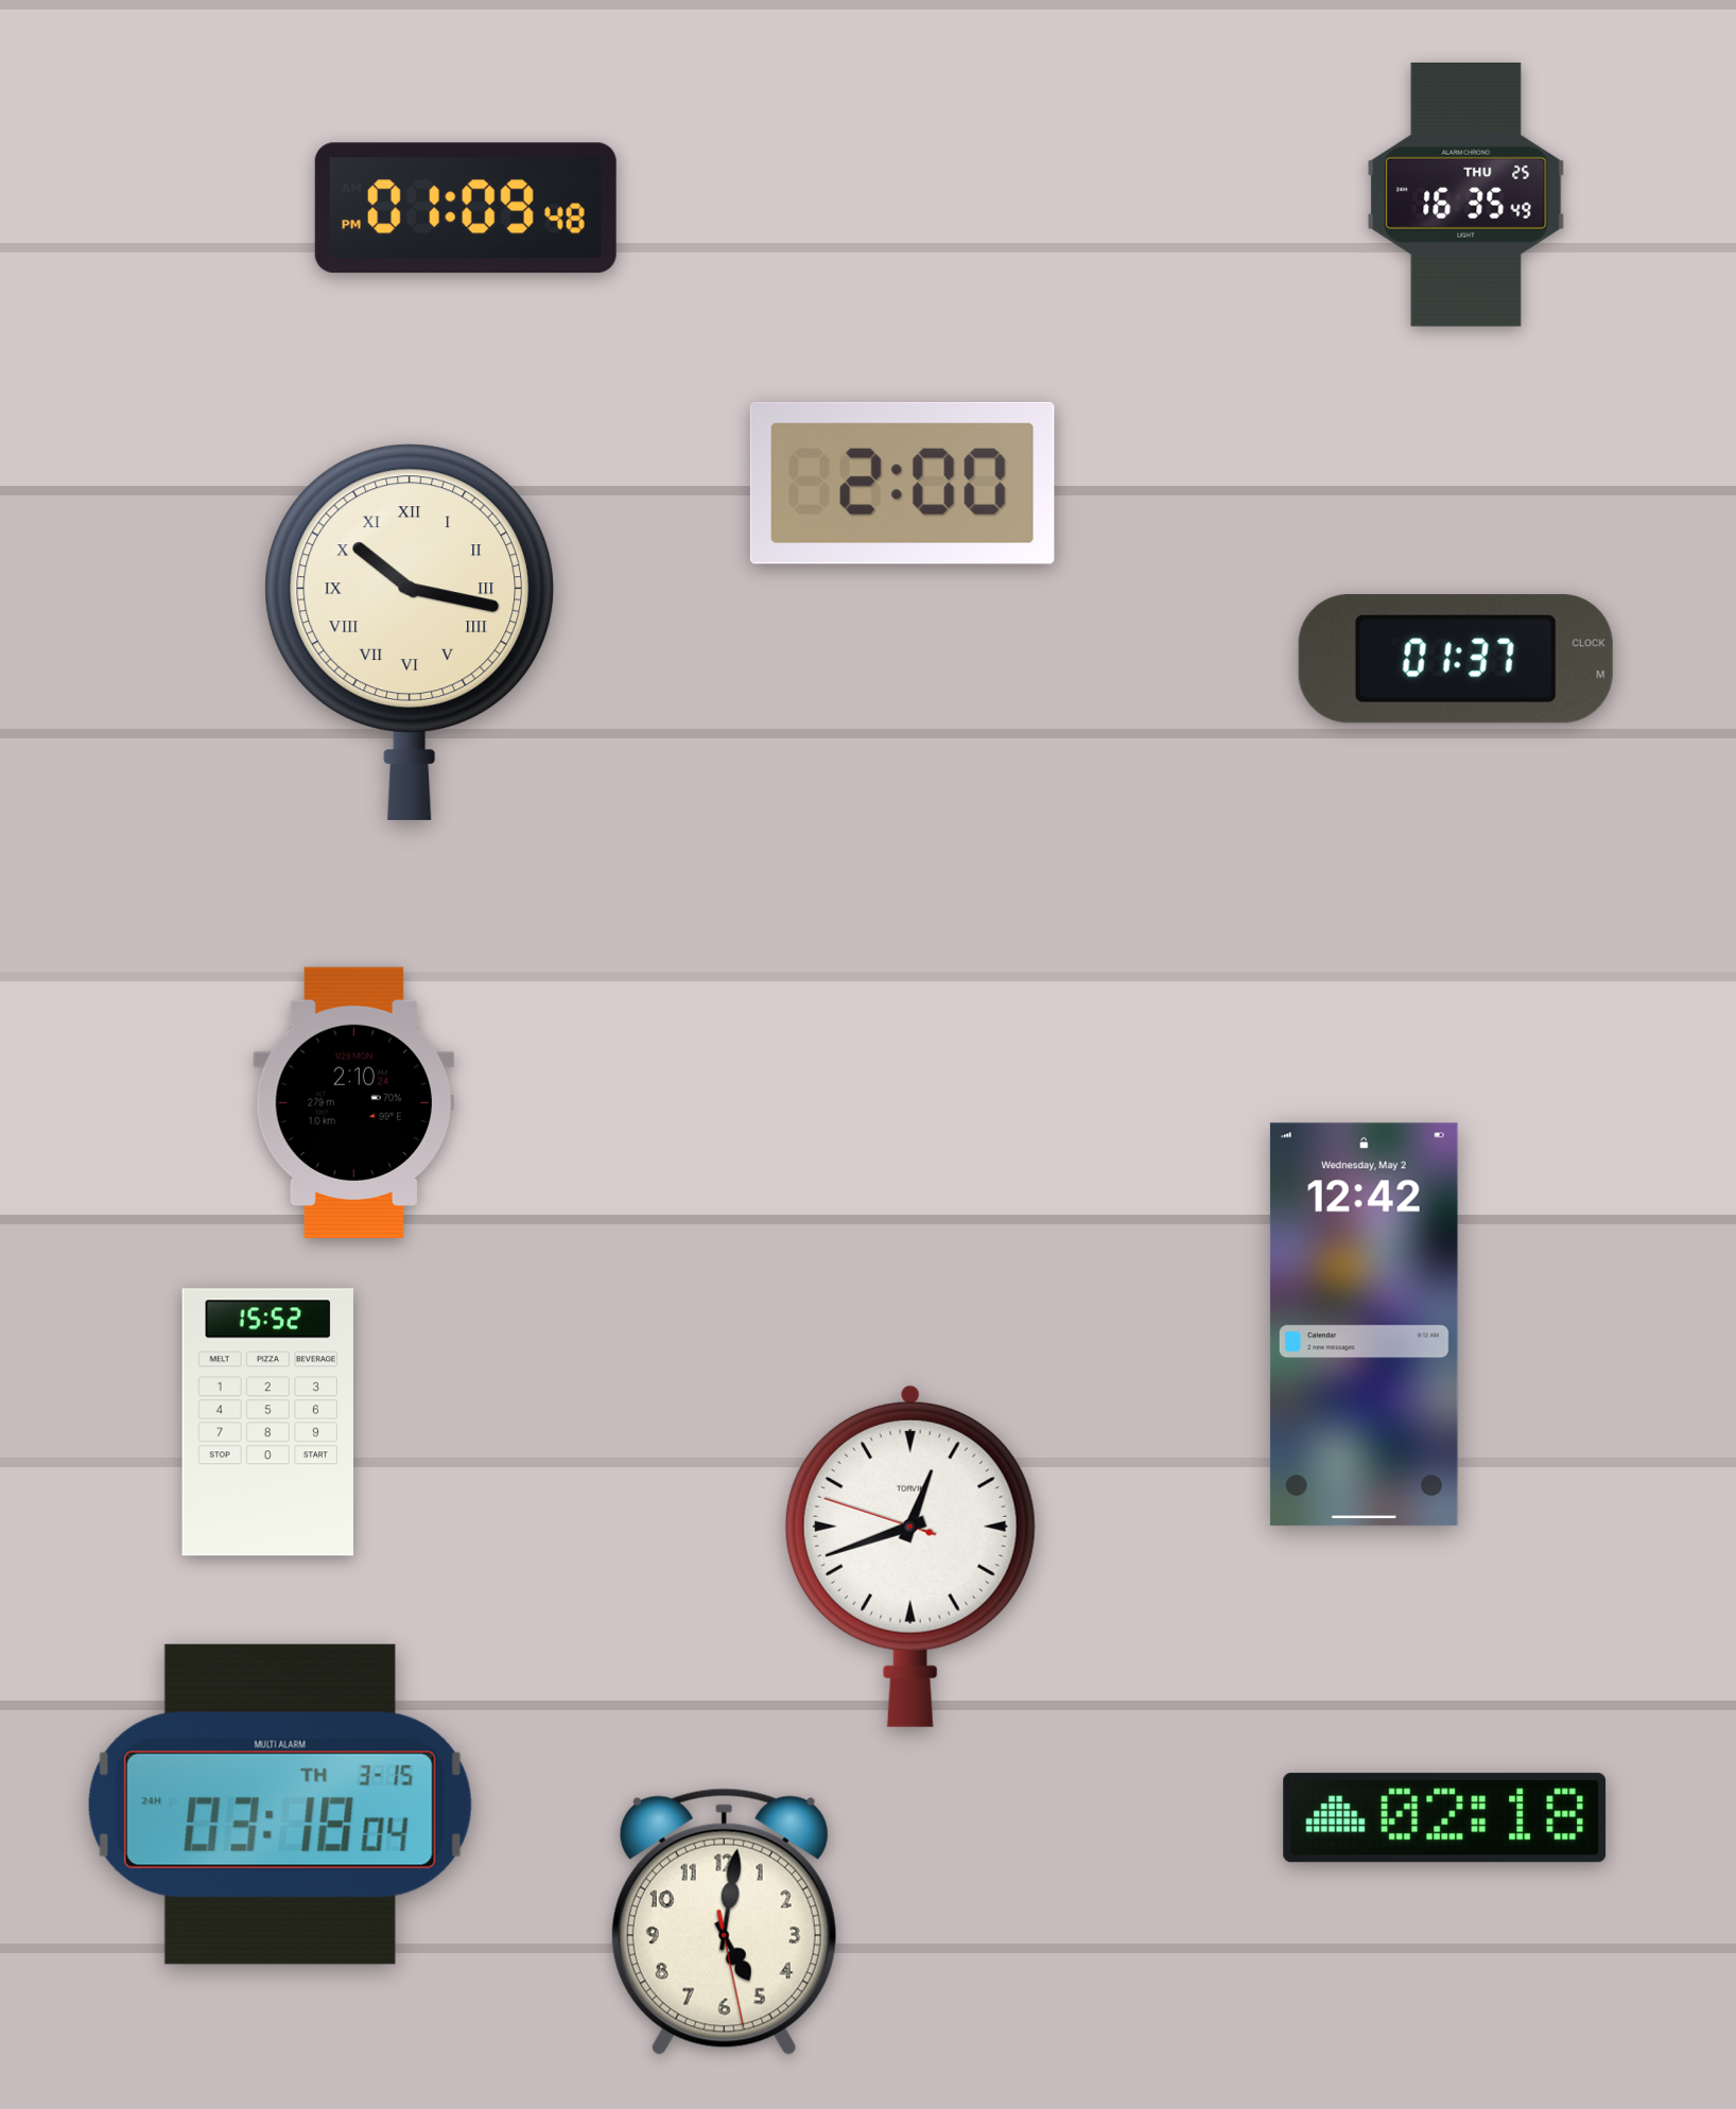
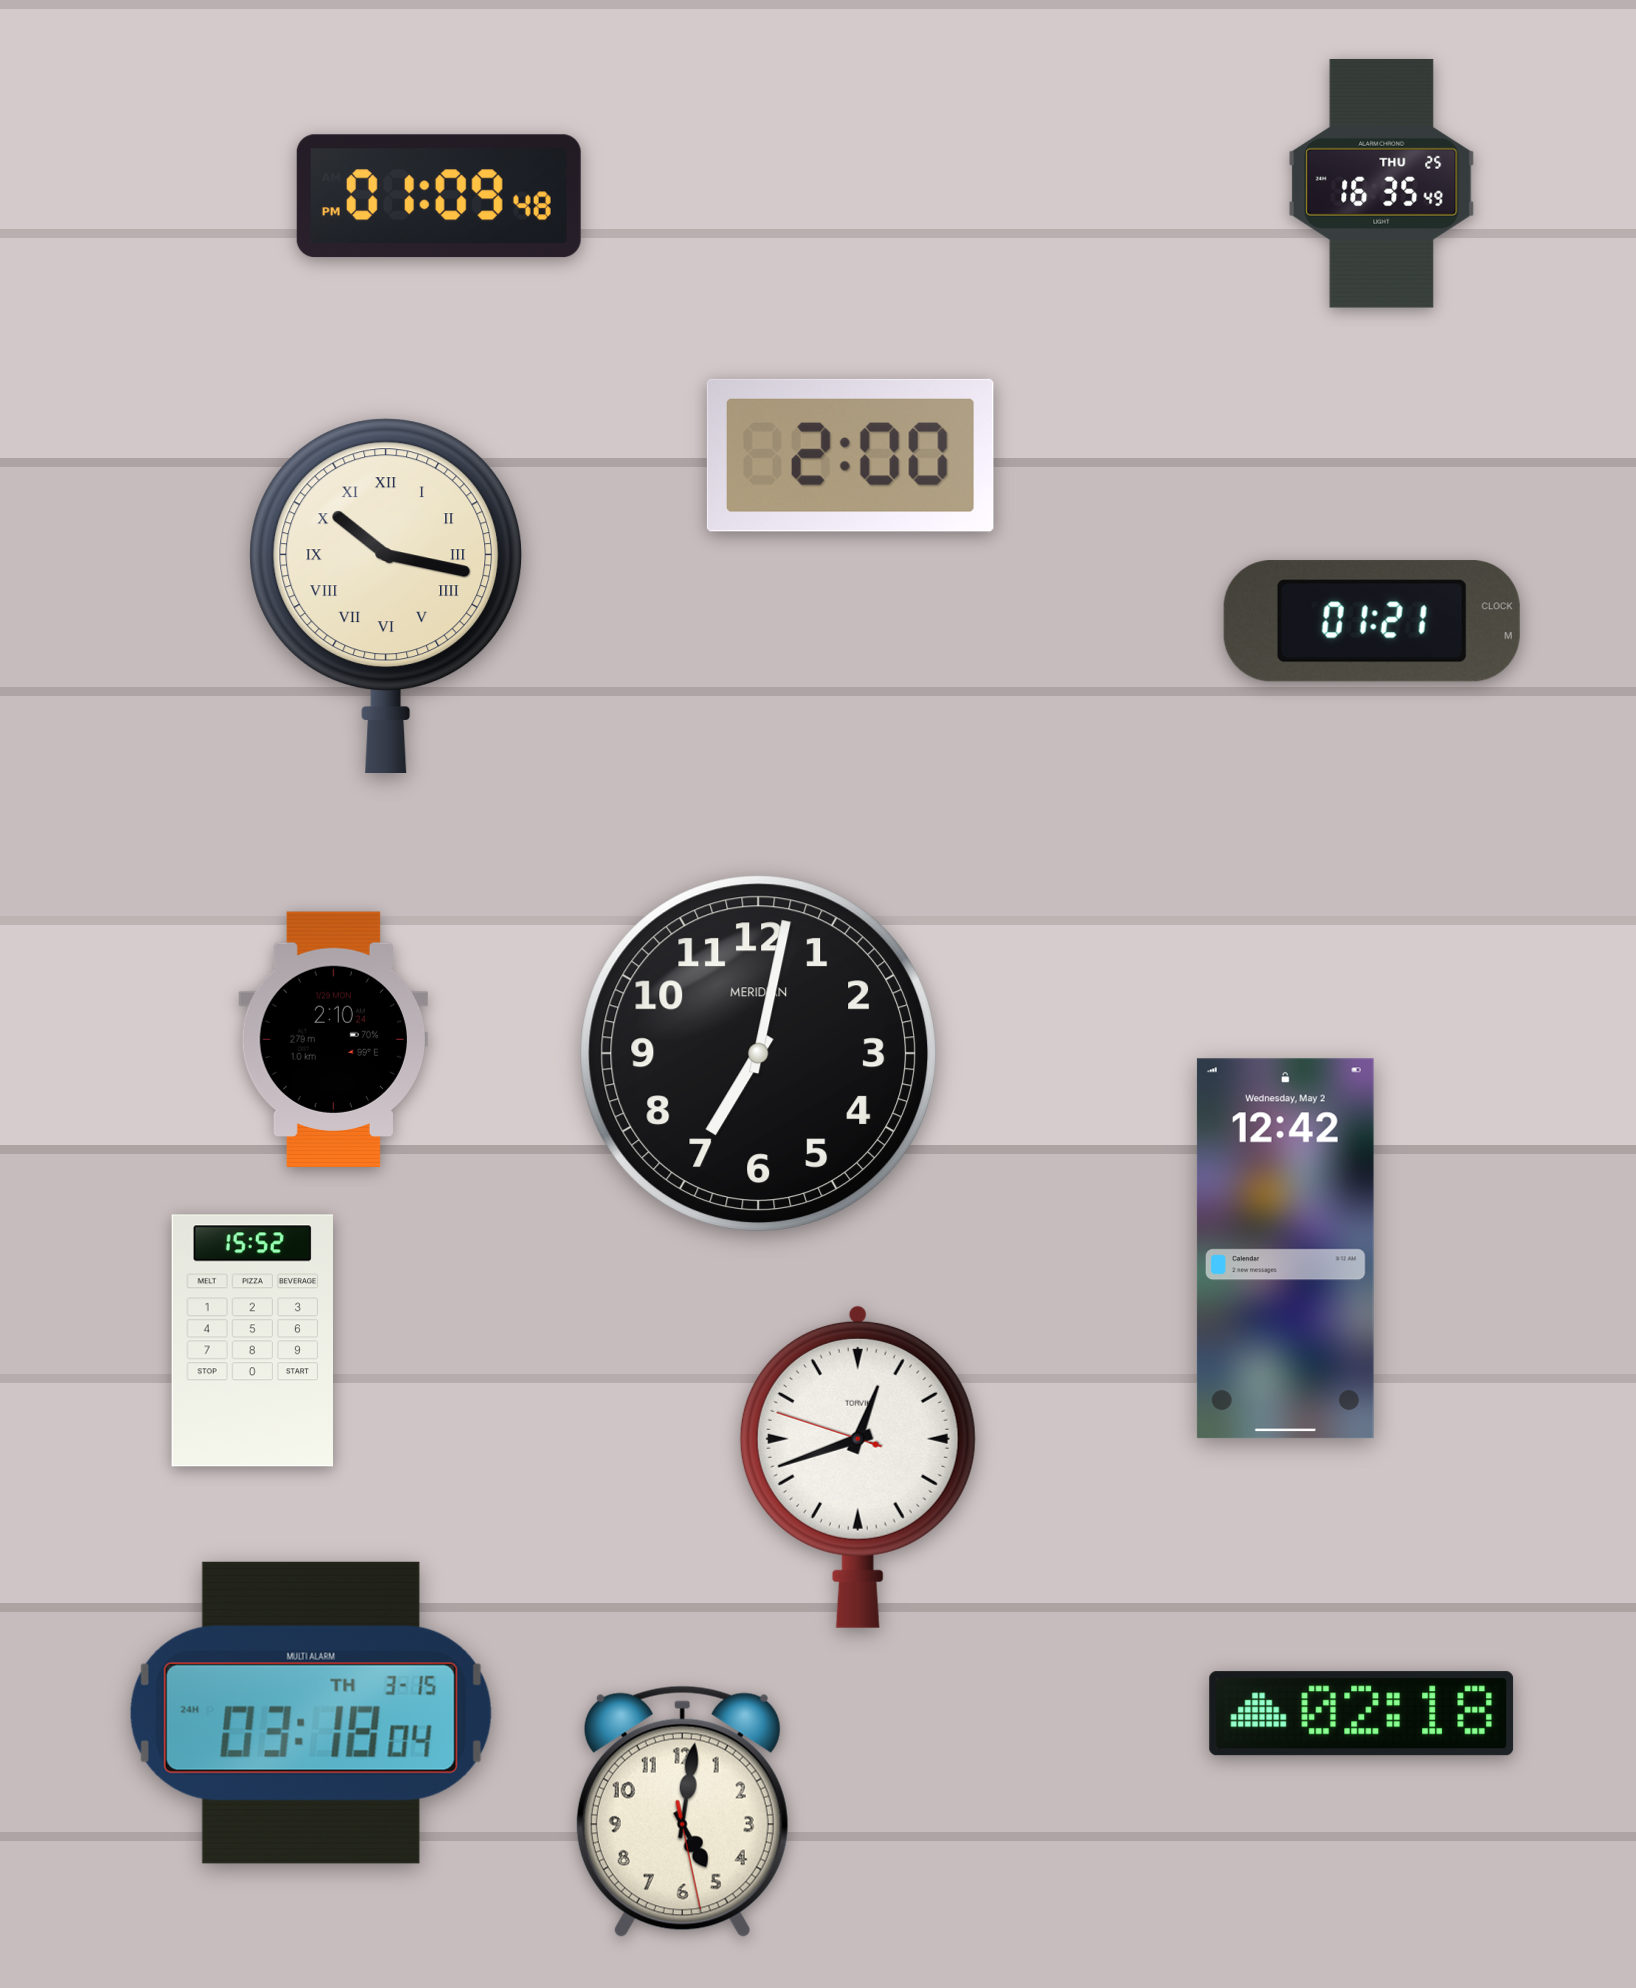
clock at (1456, 659): 01:37 -> 01:21
clock at (758, 1053): none -> 7:02
clock at (280, 1805) position: (280, 1805) -> (311, 1713)
